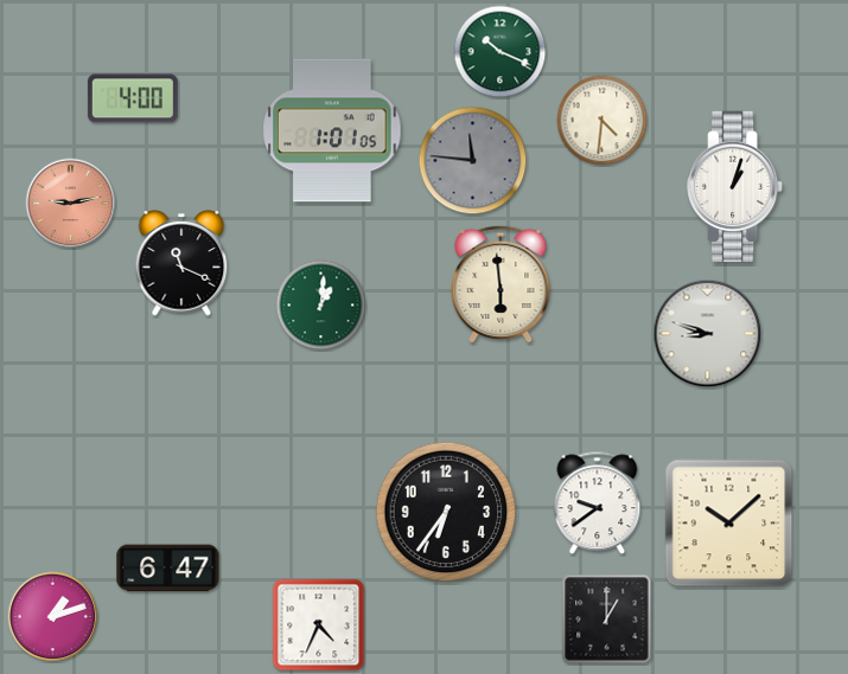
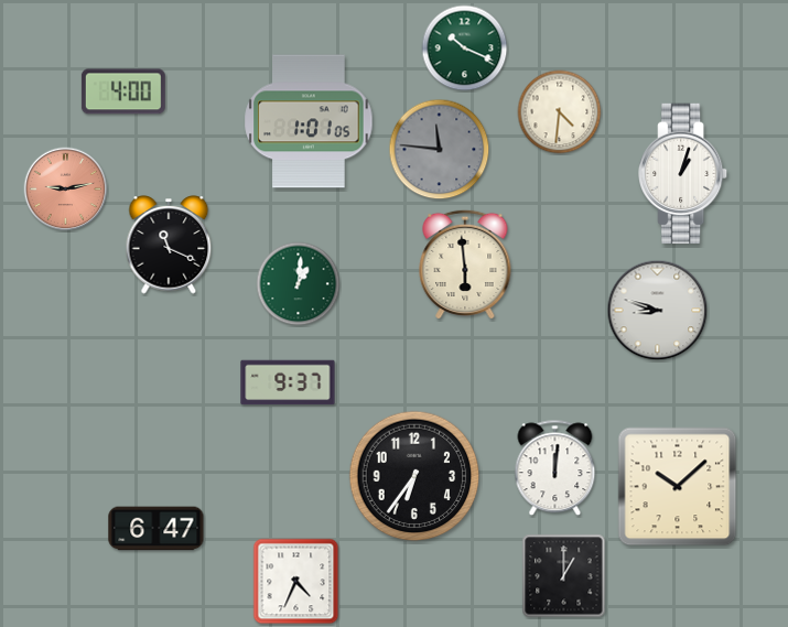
clock at (288, 382): none -> 9:37
clock at (598, 503): 9:39 -> 12:01
clock at (53, 617): 1:12 -> none
